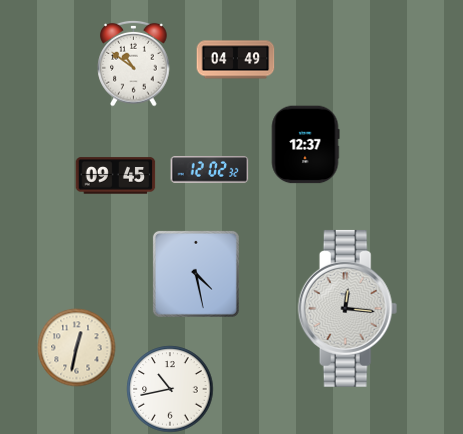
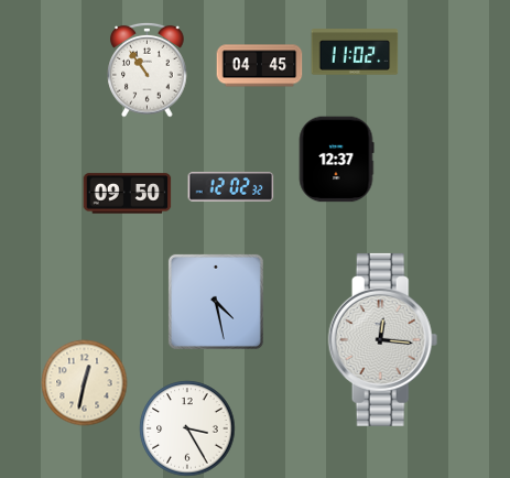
clock at (355, 52): none -> 11:02
clock at (235, 60): 04:49 -> 04:45
clock at (134, 63): 10:51 -> 10:54
clock at (115, 176): 09:45 -> 09:50
clock at (170, 389): 10:43 -> 3:25
